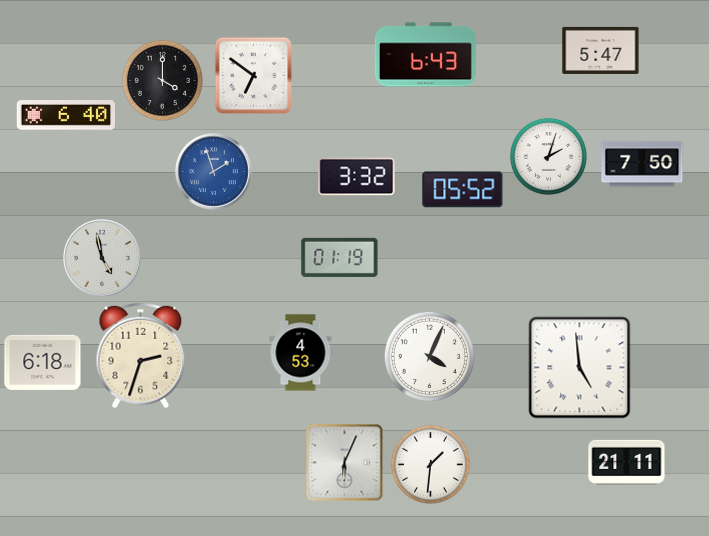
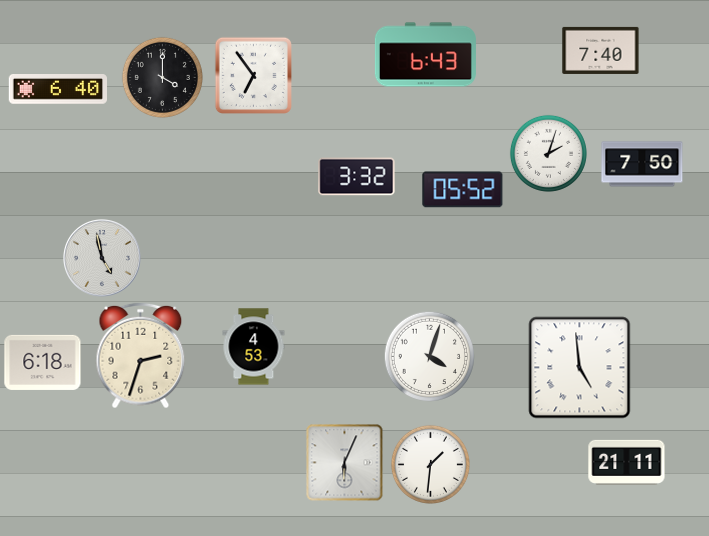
clock at (601, 50): 5:47 -> 7:40
clock at (253, 75): 6:51 -> 6:54
clock at (162, 80) position: (162, 80) -> (162, 77)
clock at (65, 116) position: (65, 116) -> (57, 90)
clock at (548, 156) position: (548, 156) -> (548, 153)
clock at (214, 172): 1:57 -> none
clock at (340, 257): 01:19 -> none
clock at (301, 353) position: (301, 353) -> (254, 347)
clock at (429, 356): 4:04 -> 4:03
